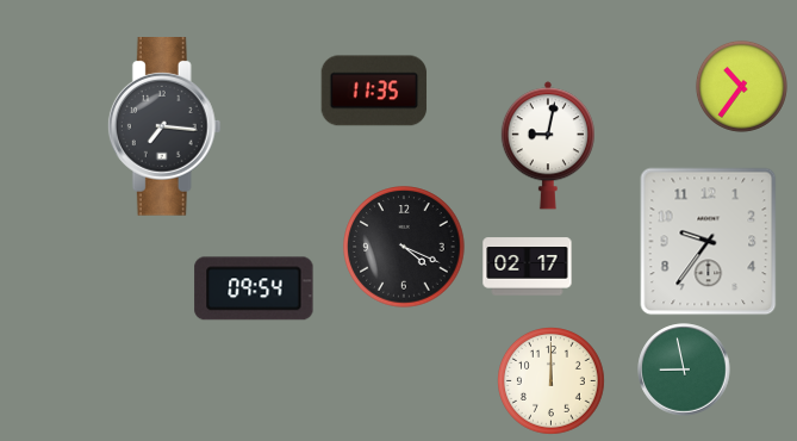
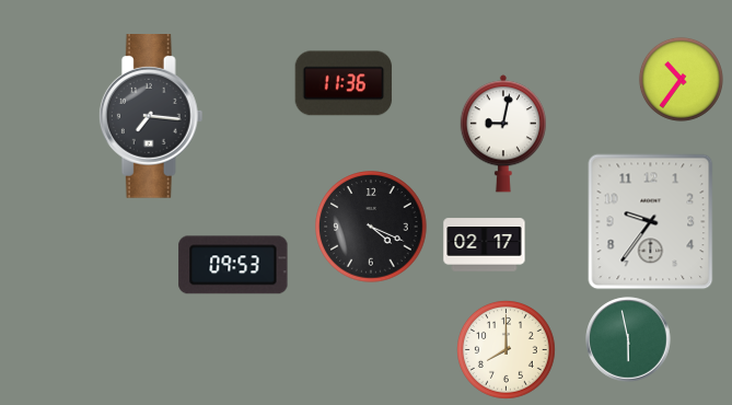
clock at (374, 91): 11:35 -> 11:36
clock at (254, 288): 09:54 -> 09:53
clock at (684, 369): 8:58 -> 5:58
clock at (552, 381): 12:00 -> 8:00
